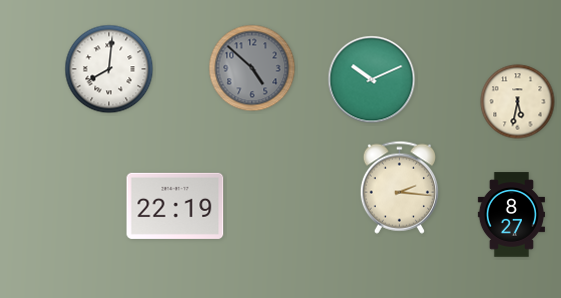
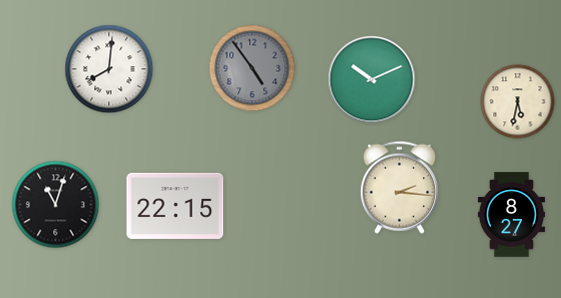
clock at (252, 68): 4:52 -> 4:54
clock at (56, 205): none -> 11:03
clock at (175, 206): 22:19 -> 22:15
